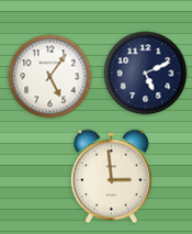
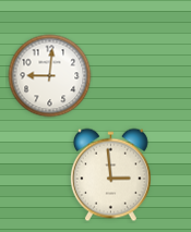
clock at (146, 74): 5:11 -> none
clock at (50, 77): 5:06 -> 9:01
